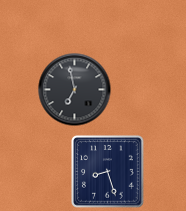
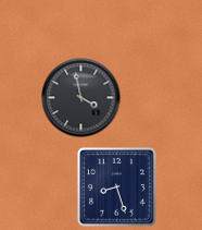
clock at (75, 90): 6:58 -> 3:58
